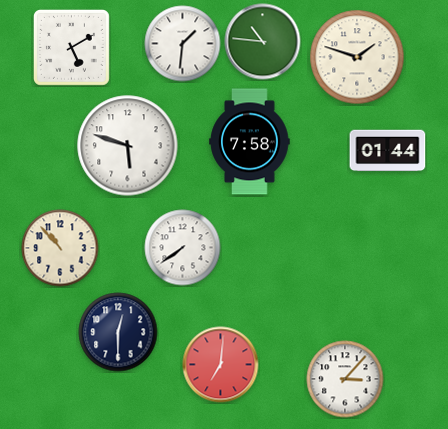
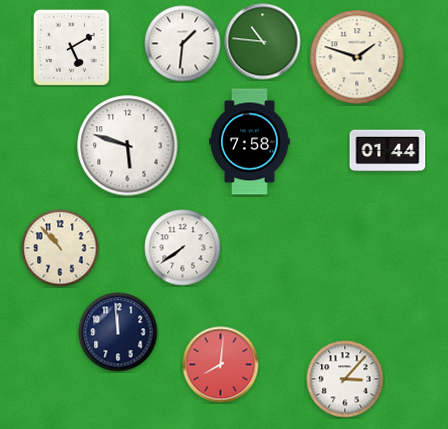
clock at (118, 332): 12:30 -> 11:59
clock at (221, 365): 7:01 -> 8:01
